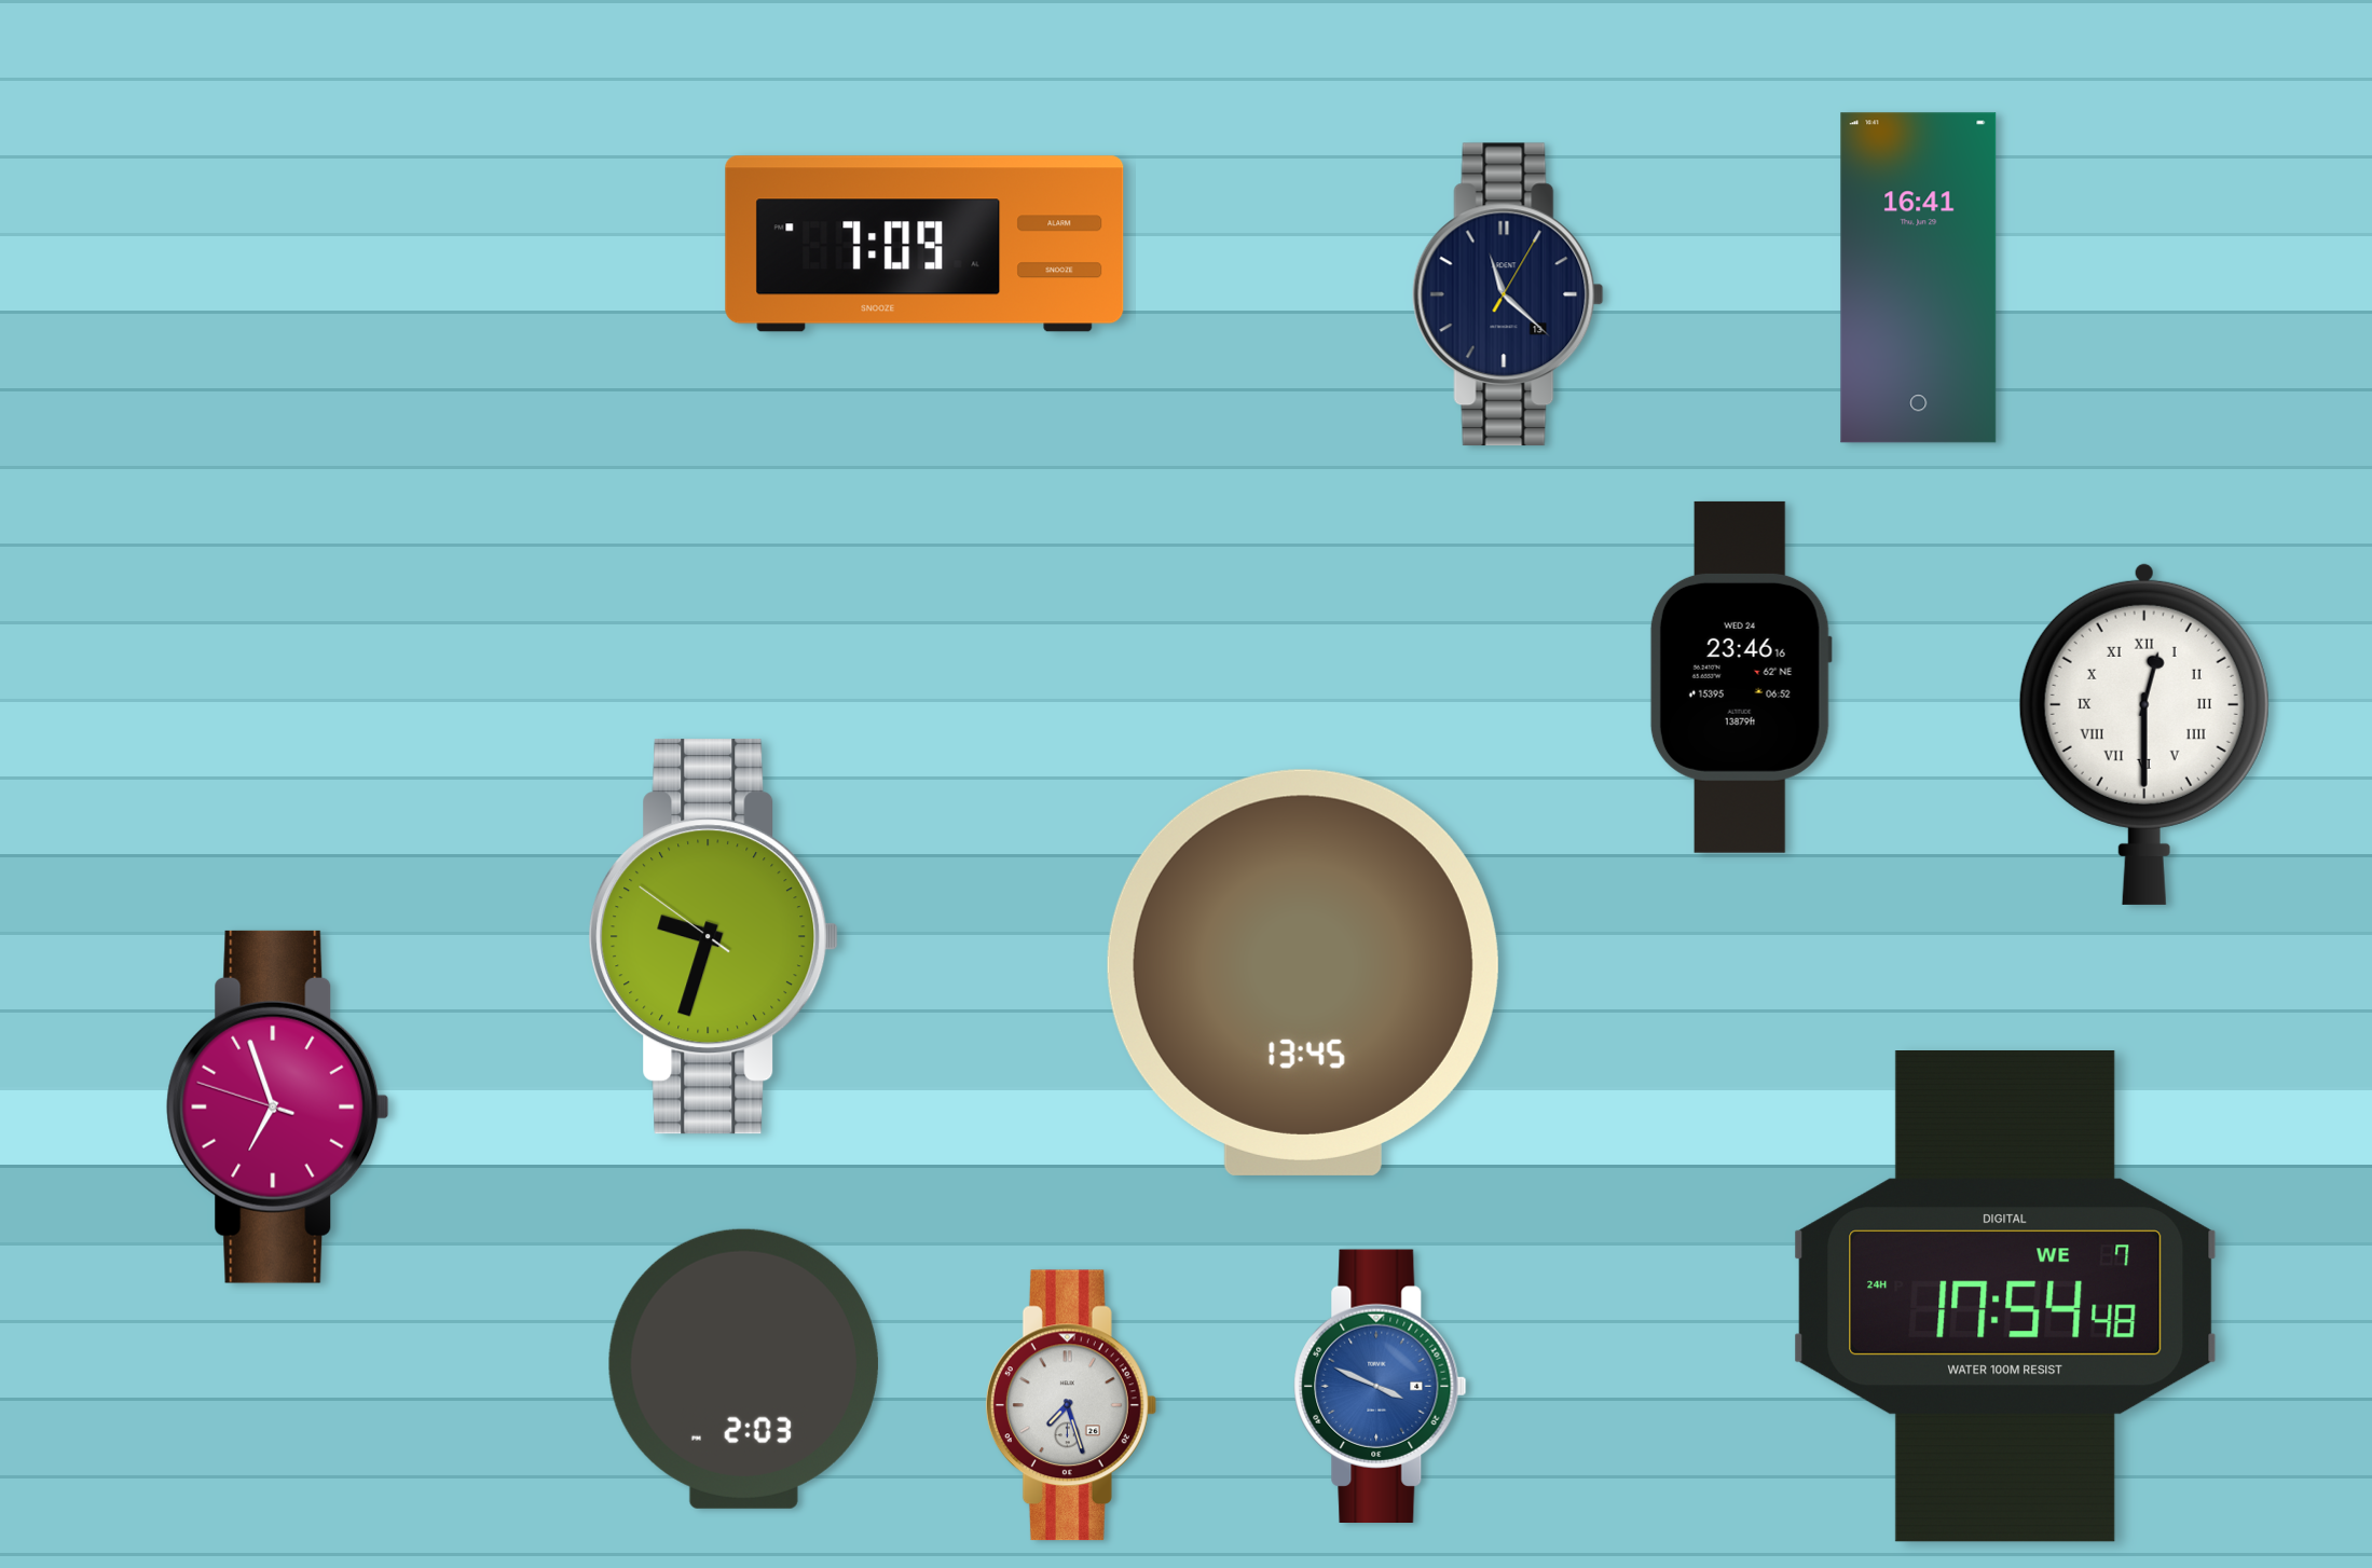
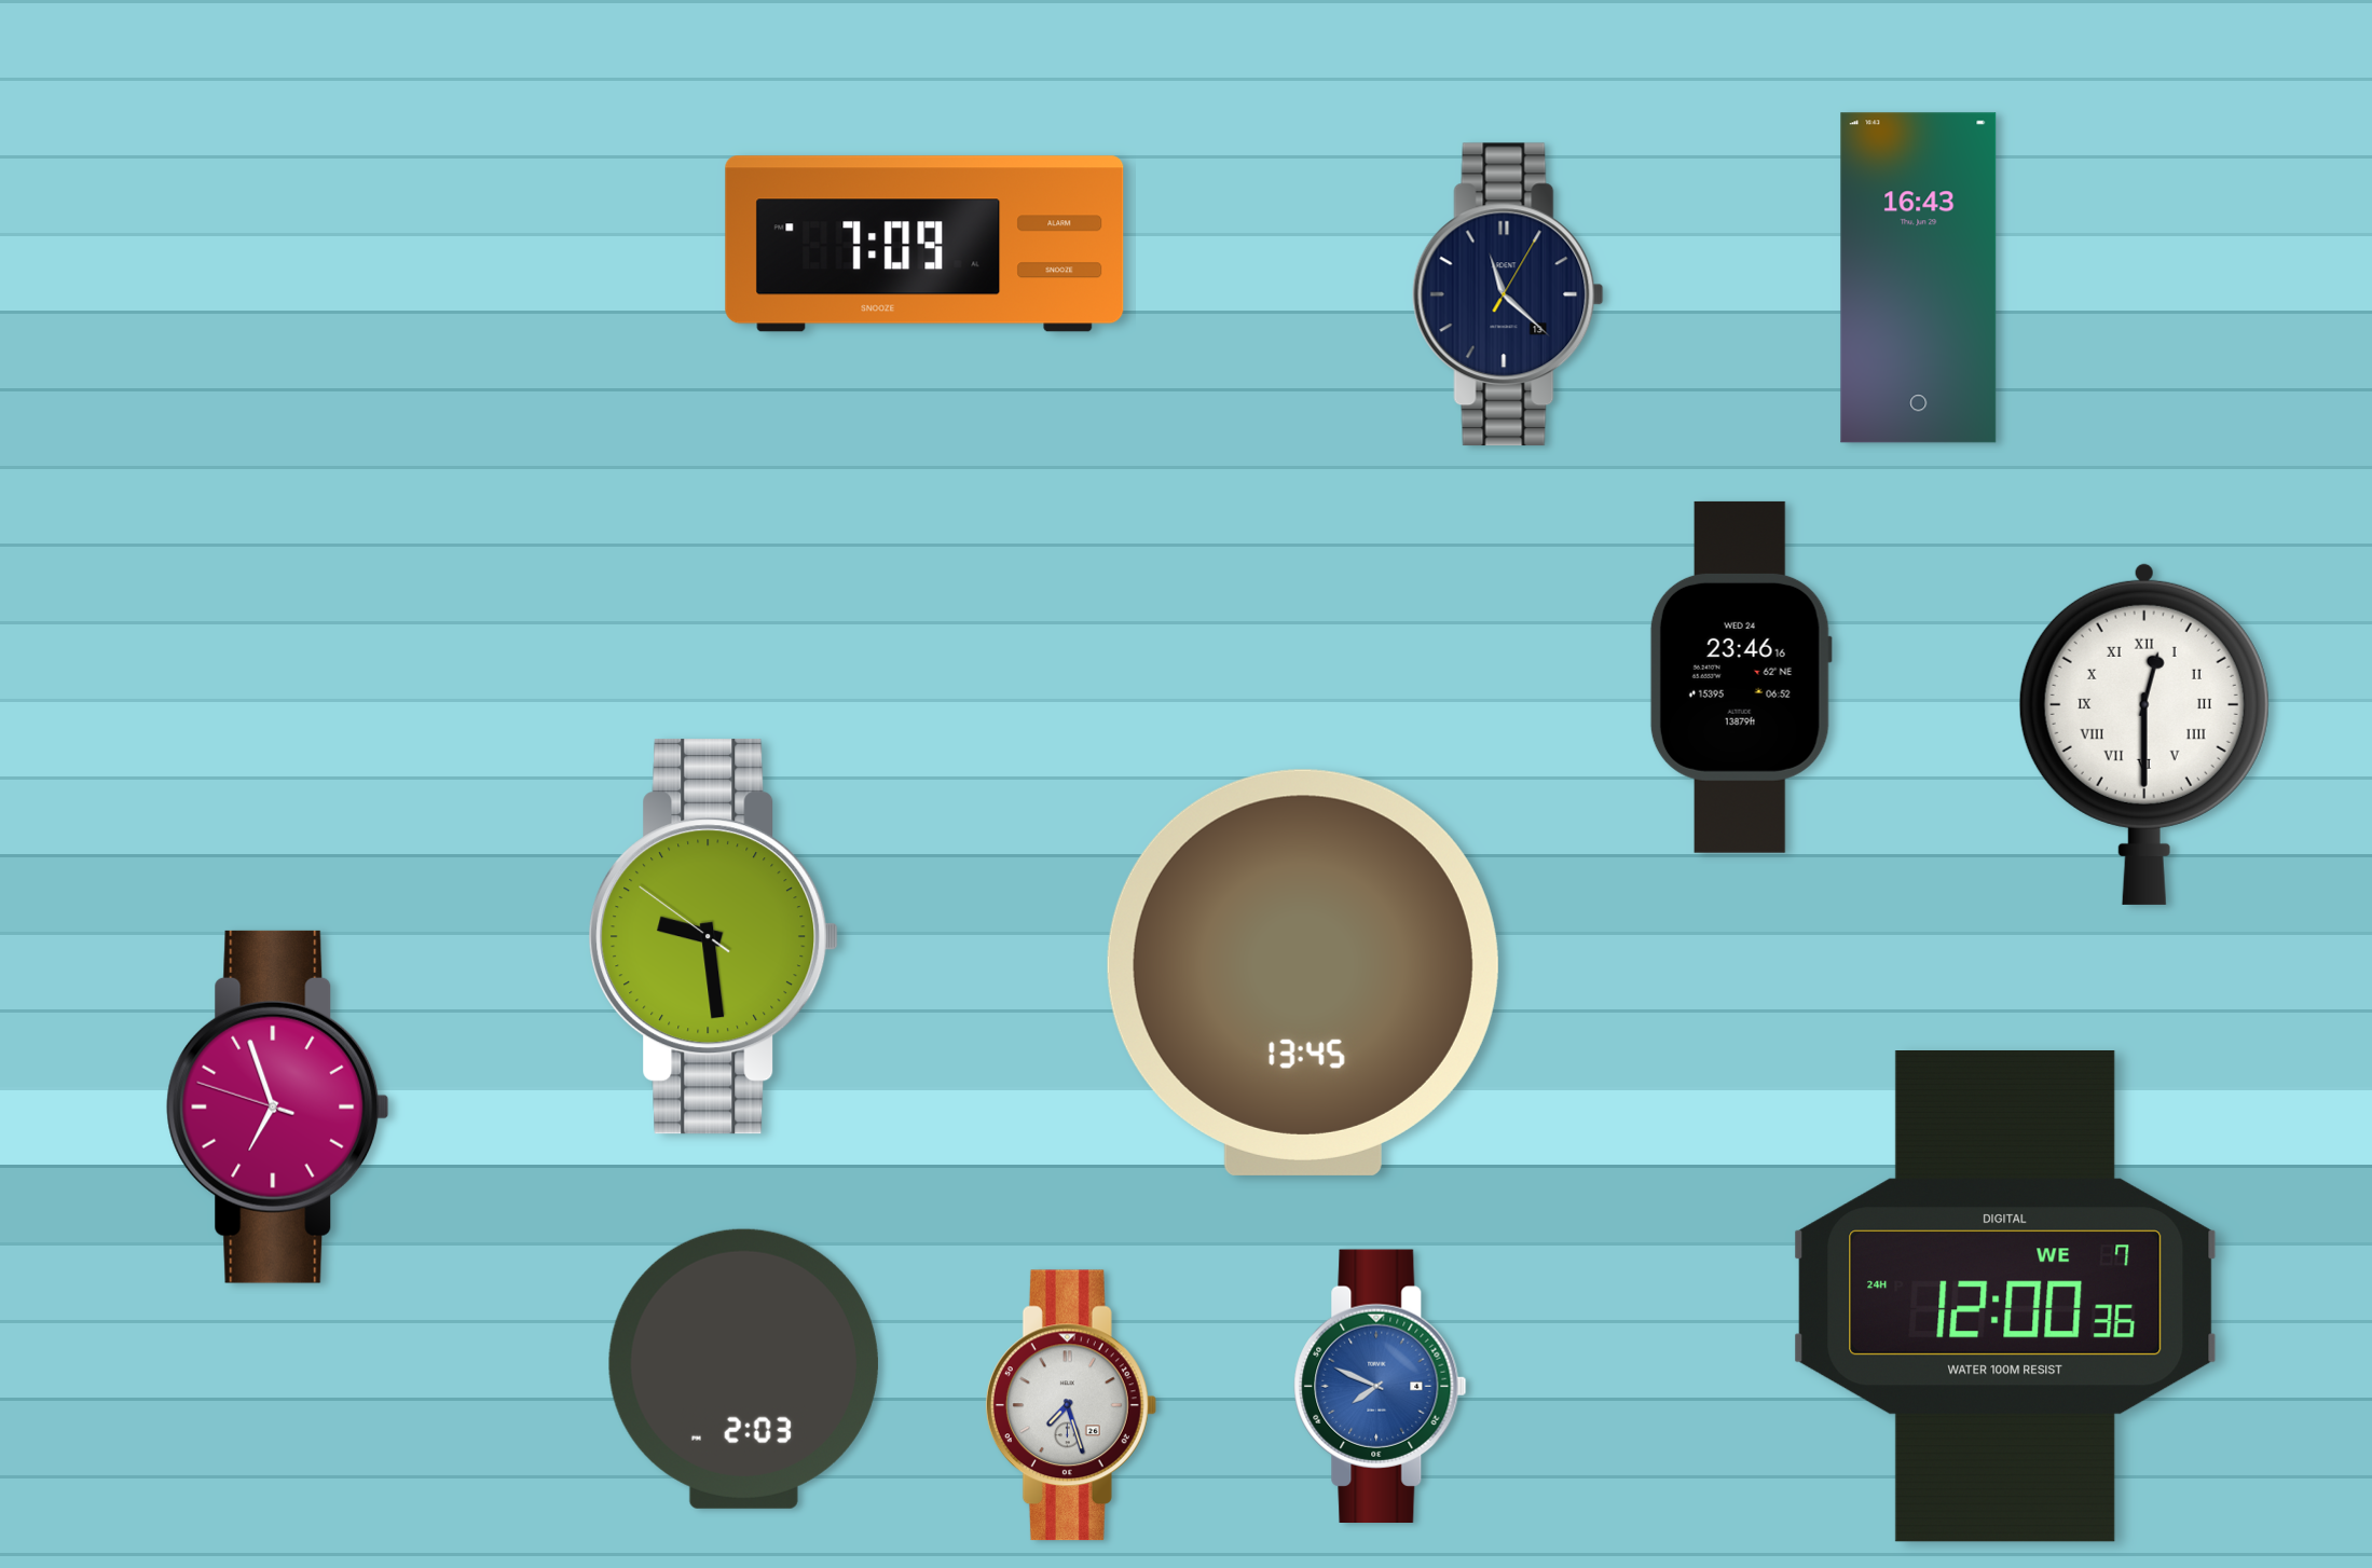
clock at (1919, 278): 16:41 -> 16:43
clock at (714, 937): 9:32 -> 9:28
clock at (2005, 1297): 17:54 -> 12:00
clock at (1381, 1386): 3:49 -> 7:49
